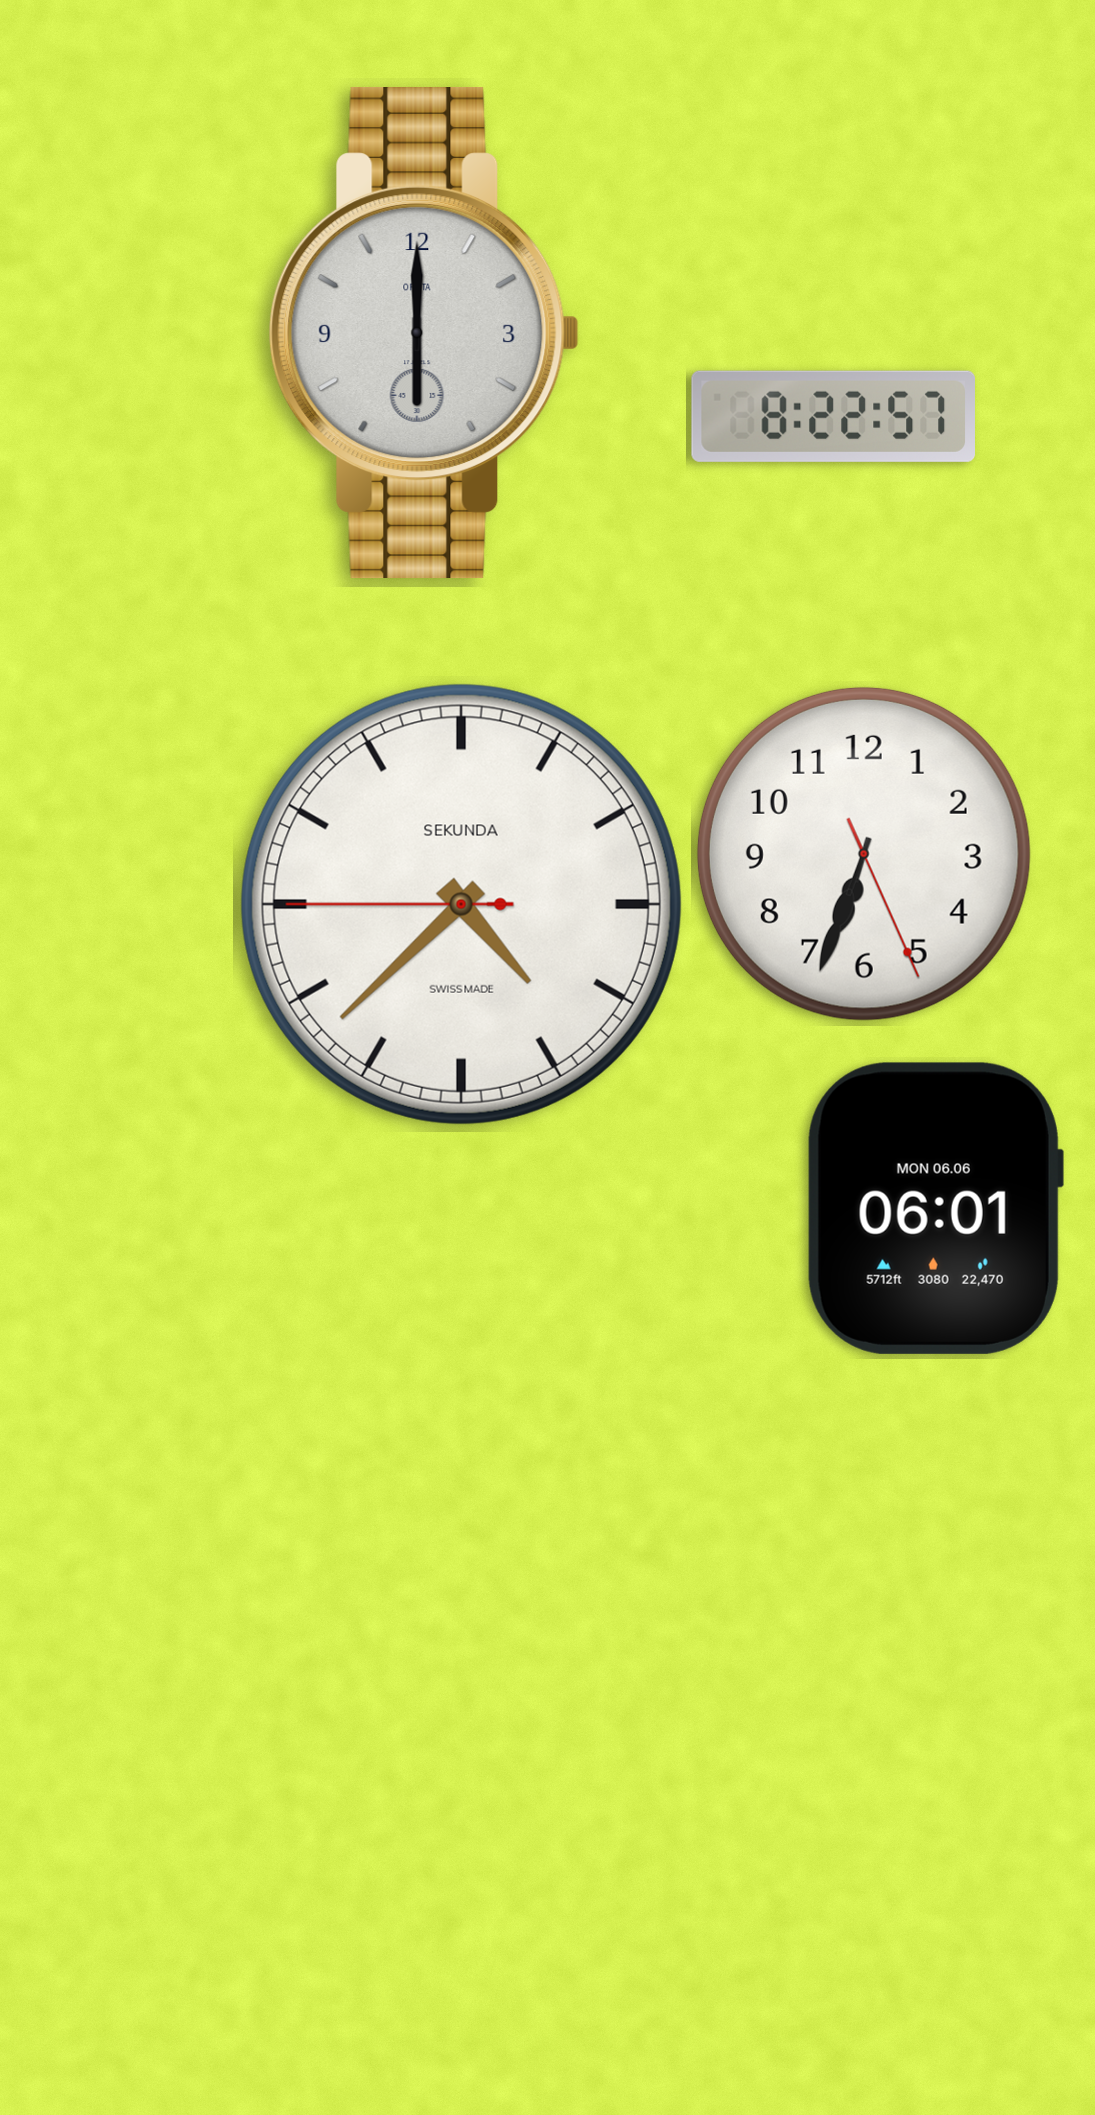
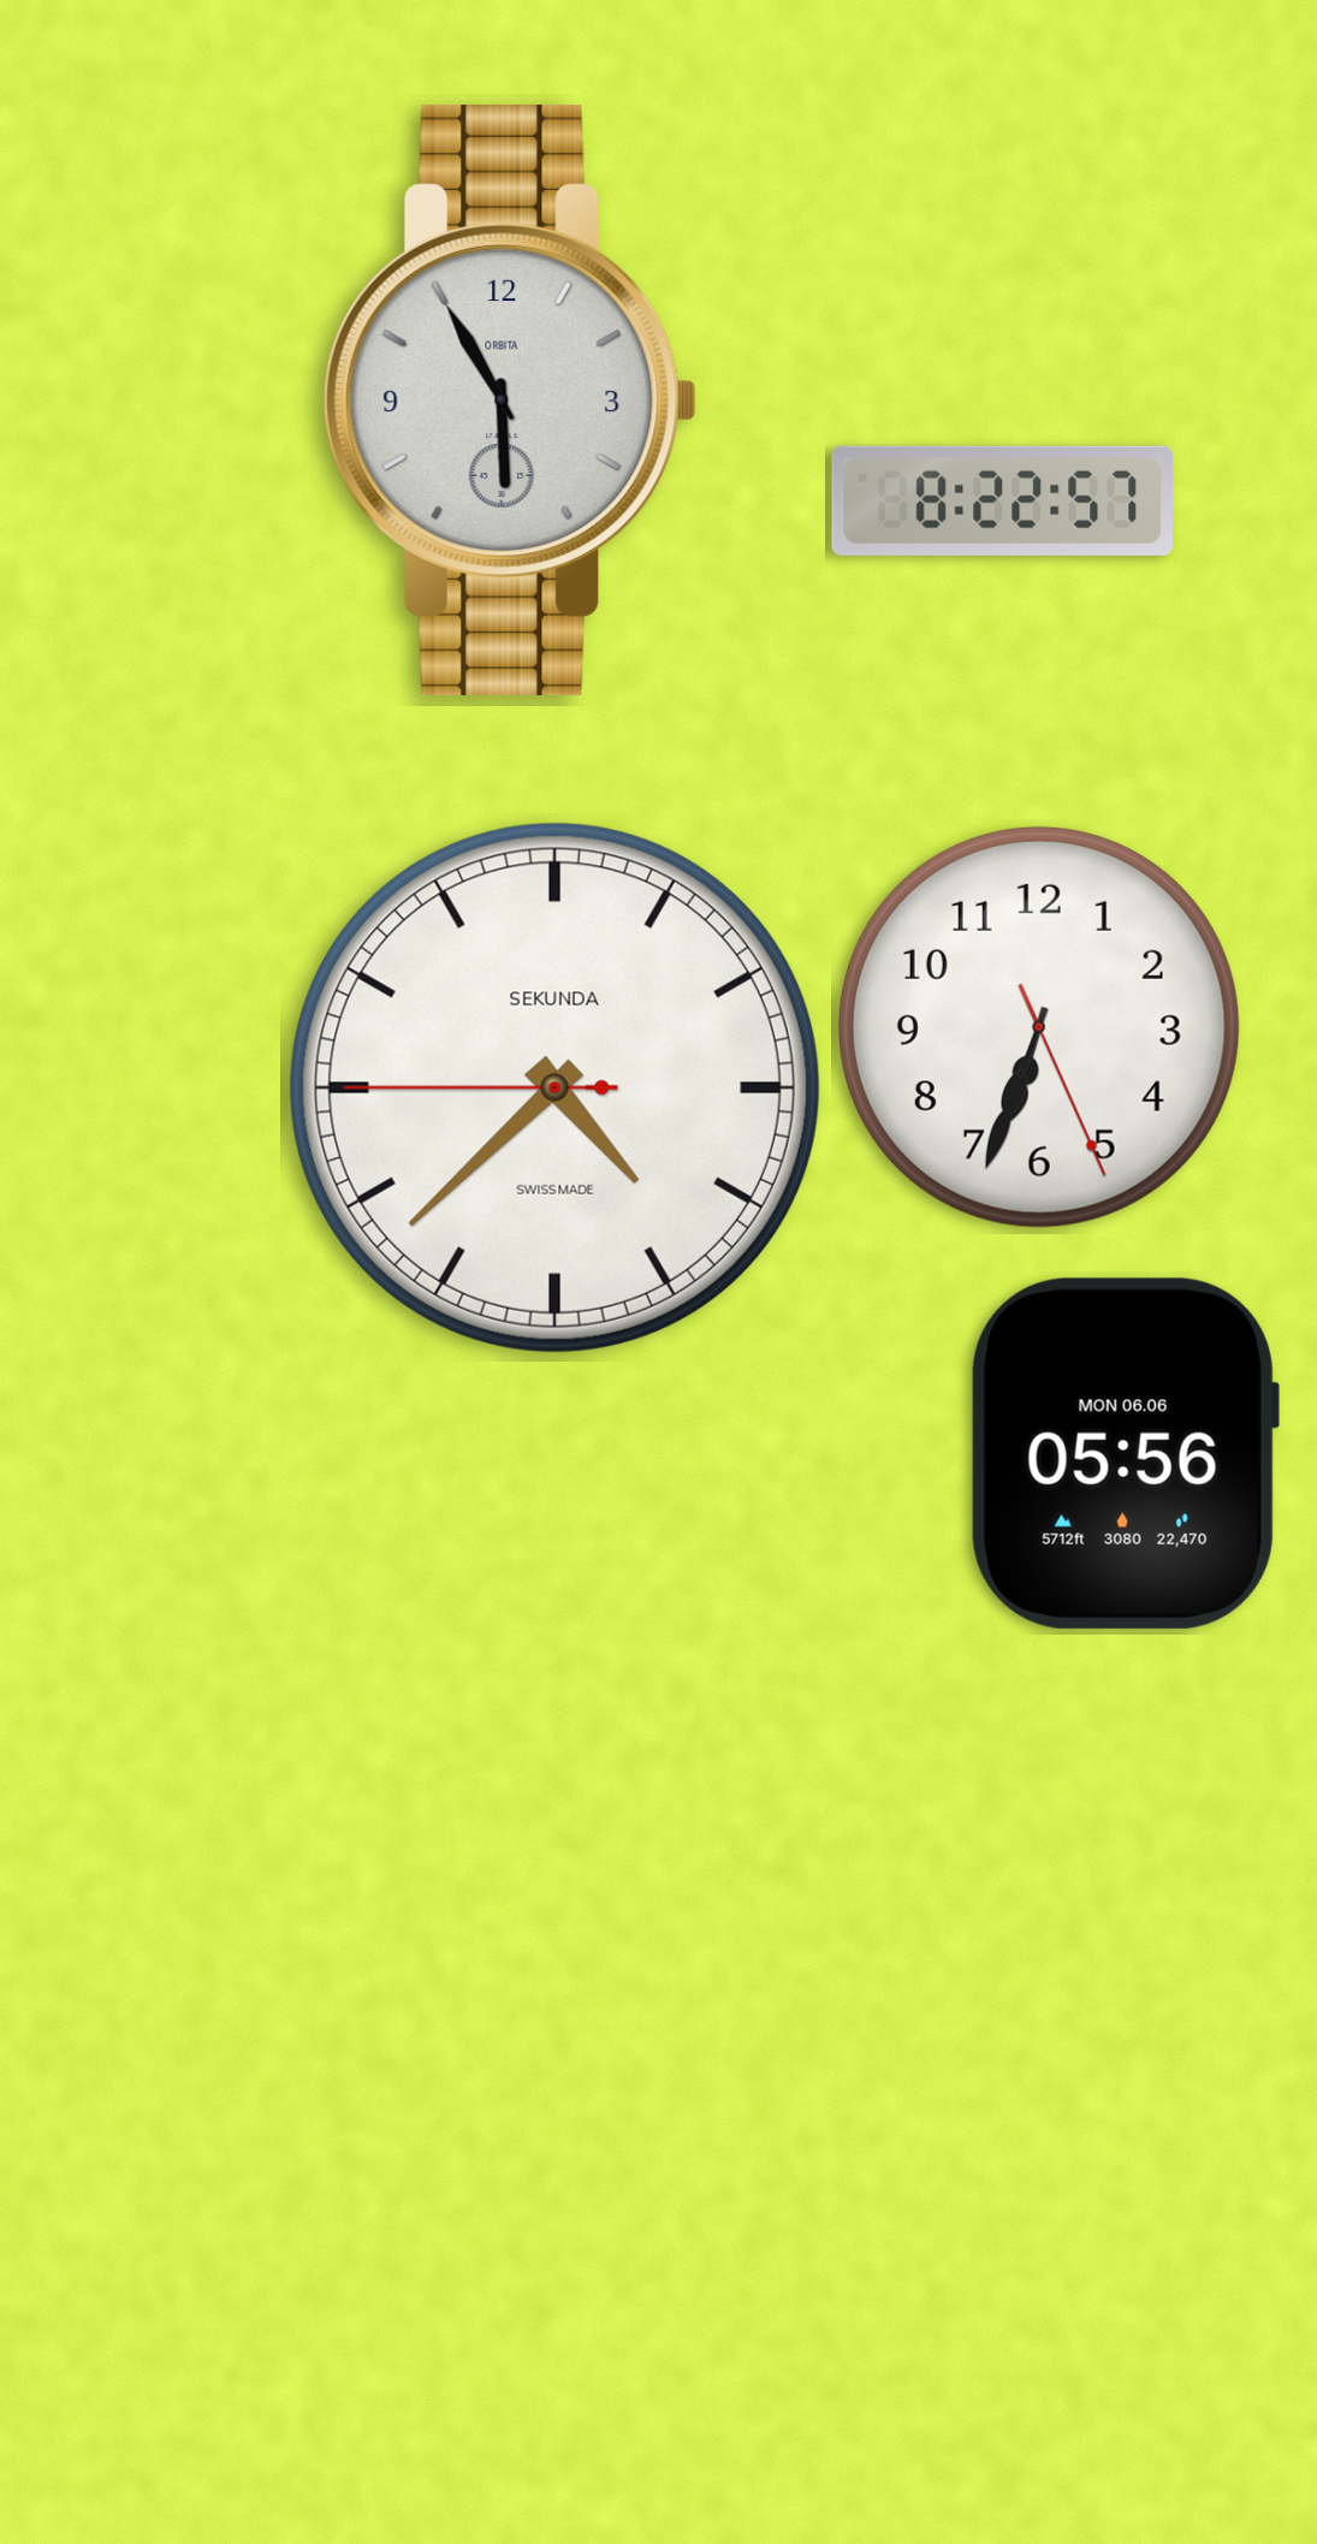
clock at (424, 334): 6:00 -> 5:55
clock at (935, 1208): 06:01 -> 05:56
